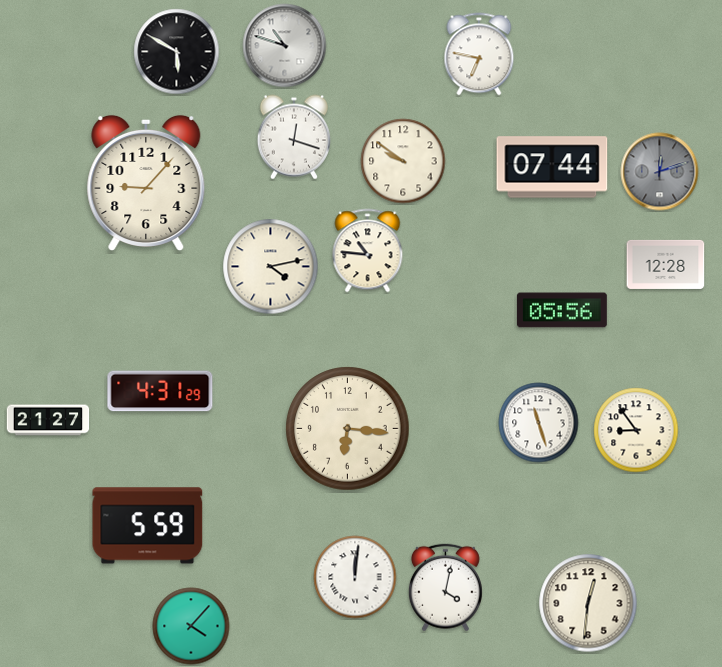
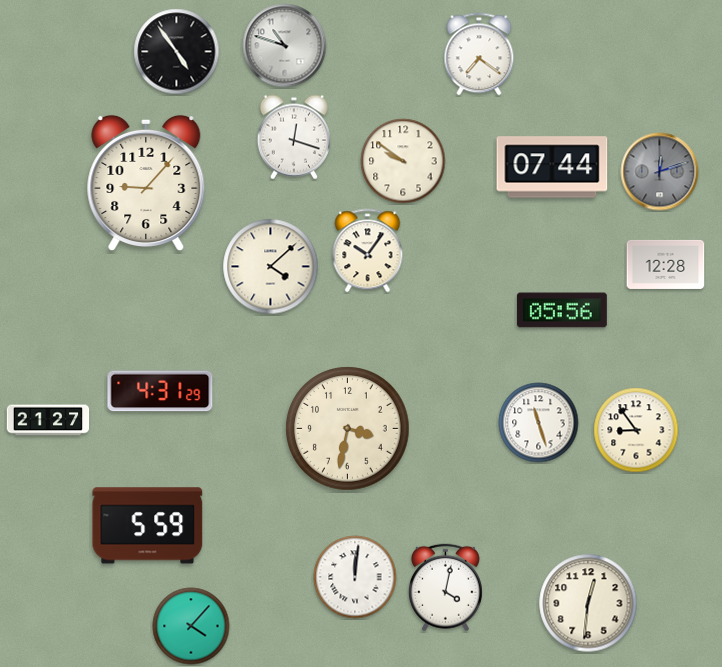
clock at (177, 52): 5:50 -> 4:54
clock at (479, 54): 6:47 -> 7:21
clock at (368, 251): 10:46 -> 10:06
clock at (271, 267): 4:13 -> 4:08
clock at (348, 429): 6:16 -> 3:32
